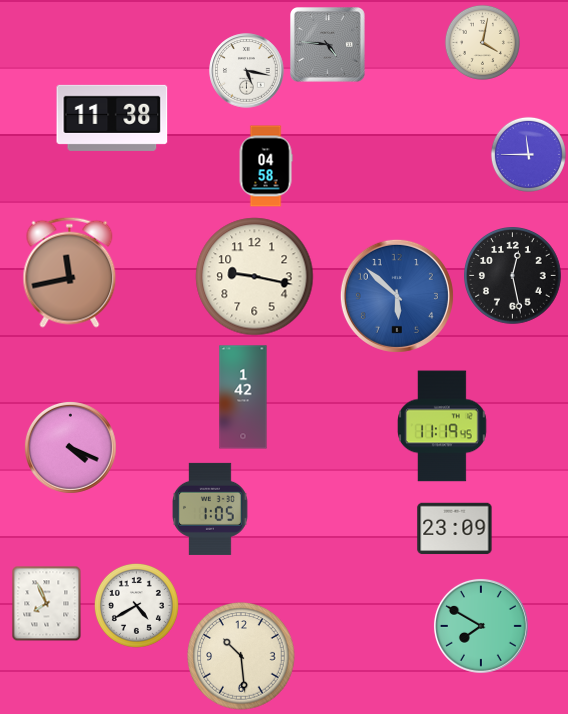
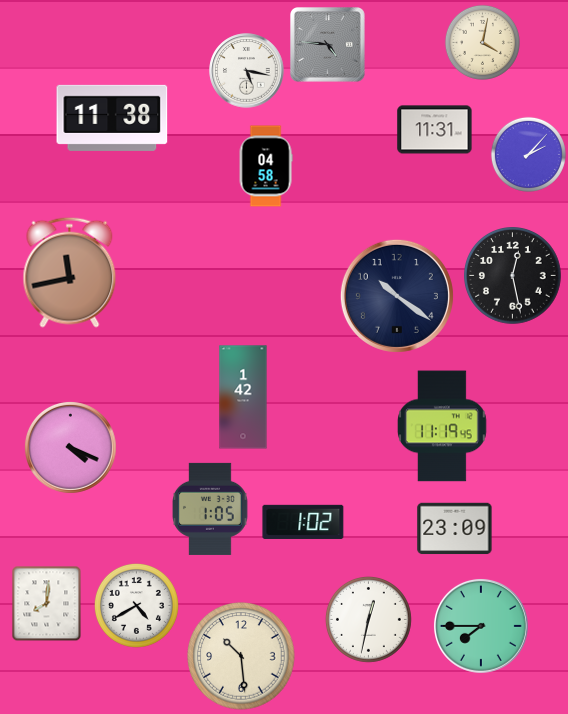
clock at (435, 130): none -> 11:31
clock at (528, 154): 11:45 -> 2:07
clock at (255, 277): 9:17 -> none
clock at (397, 296): 5:52 -> 10:21
clock at (397, 296) dial: blue -> navy
clock at (303, 522): none -> 1:02
clock at (47, 604): 7:56 -> 8:01
clock at (368, 619): none -> 12:32
clock at (481, 626): 7:50 -> 7:45
